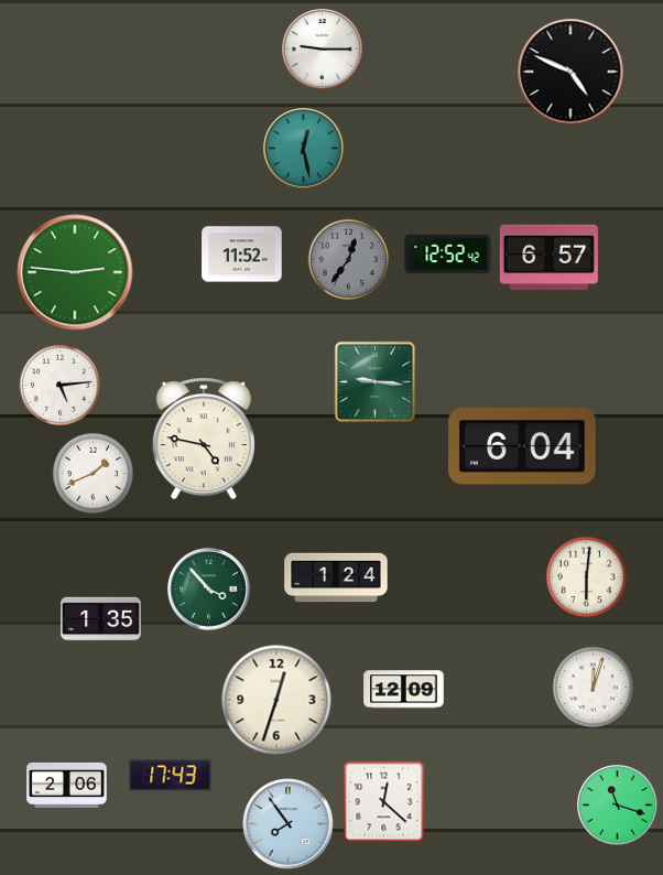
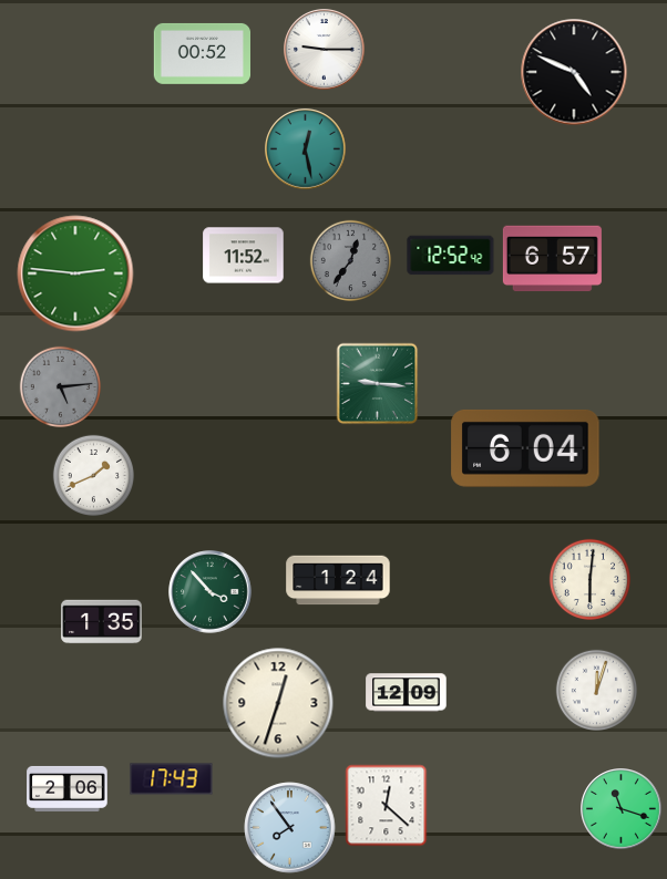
clock at (202, 53): none -> 00:52
clock at (59, 385) dial: white -> grey
clock at (204, 439): 4:47 -> none
